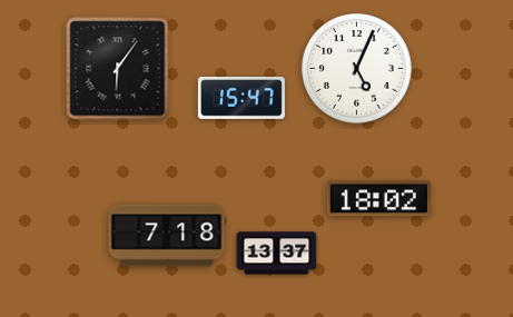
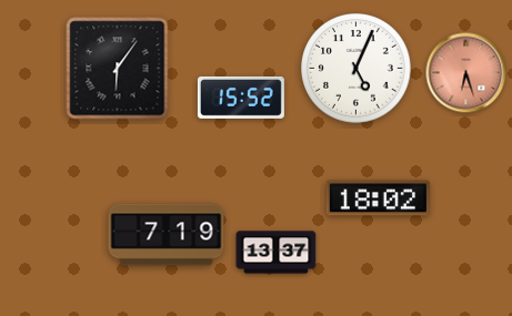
clock at (466, 73): none -> 6:27
clock at (241, 98): 15:47 -> 15:52
clock at (167, 236): 7:18 -> 7:19
